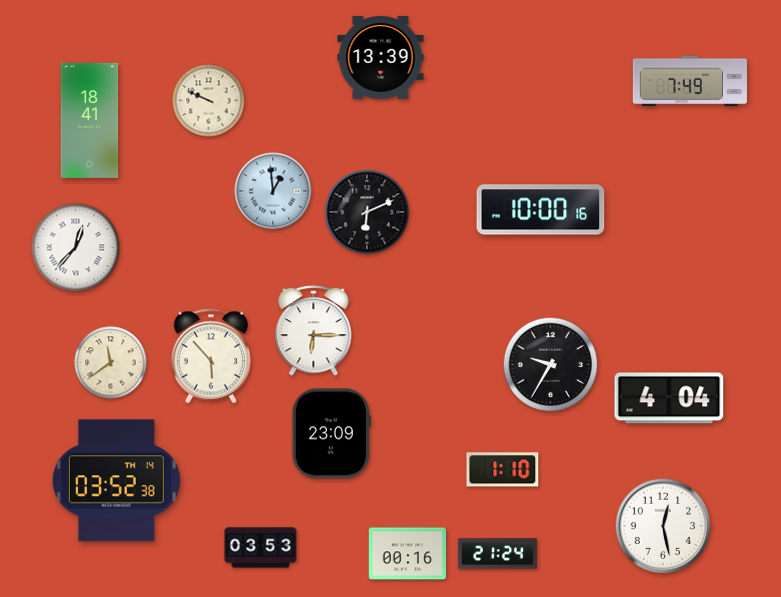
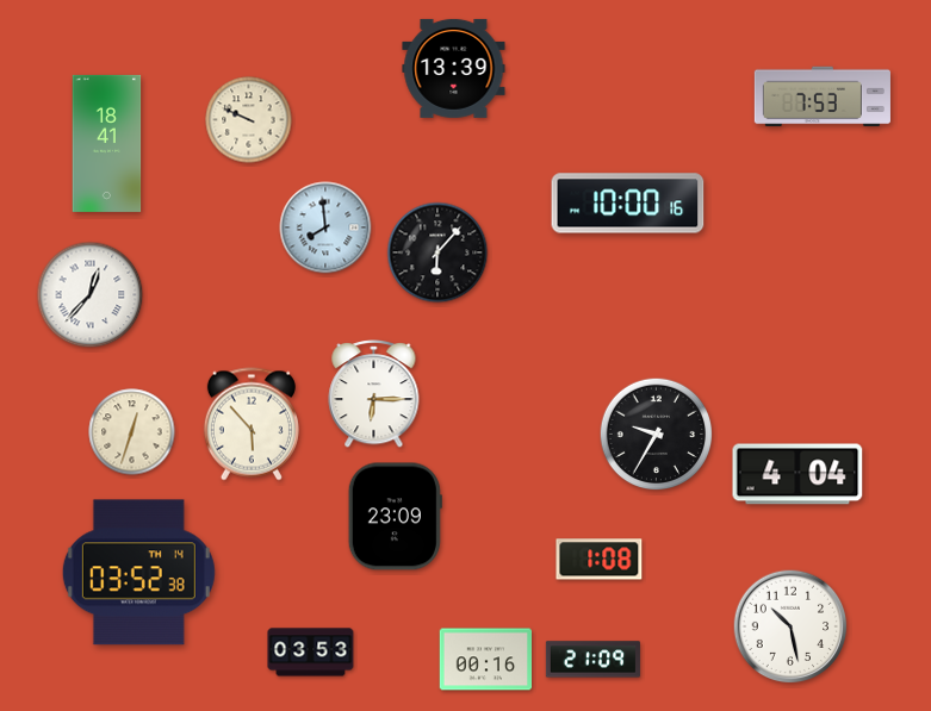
clock at (690, 81): 7:49 -> 7:53
clock at (273, 191): 12:59 -> 7:59
clock at (541, 210) position: (541, 210) -> (628, 204)
clock at (367, 212): 6:11 -> 6:07
clock at (111, 363): 11:39 -> 12:33
clock at (503, 470): 1:10 -> 1:08
clock at (663, 526): 12:28 -> 10:28
clock at (497, 554): 21:24 -> 21:09
